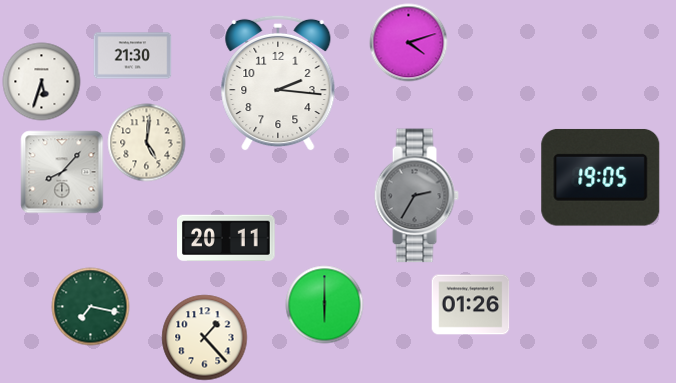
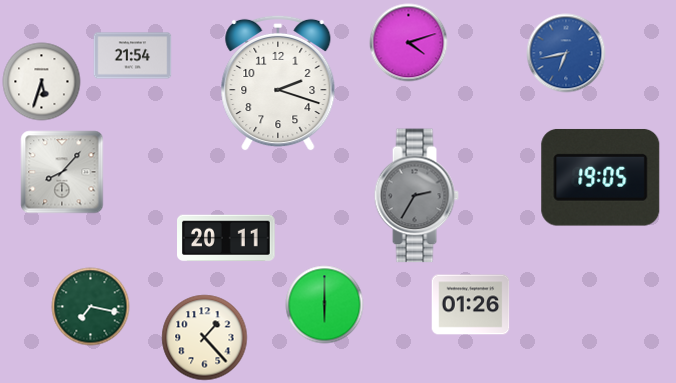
clock at (566, 53): none -> 6:43
clock at (132, 56): 21:30 -> 21:54
clock at (278, 83): 2:16 -> 2:18
clock at (146, 142): 5:01 -> none
